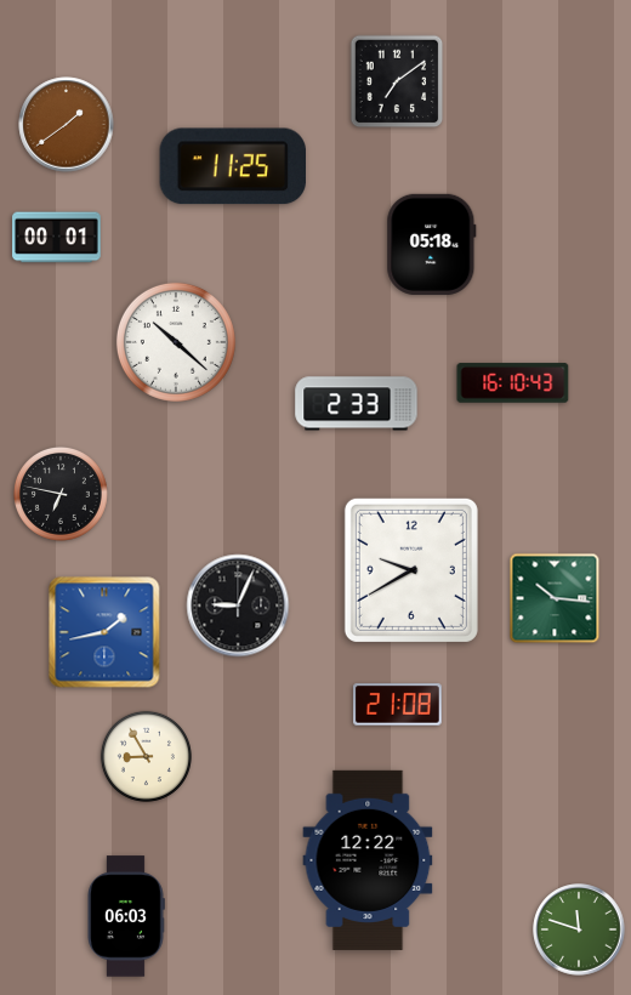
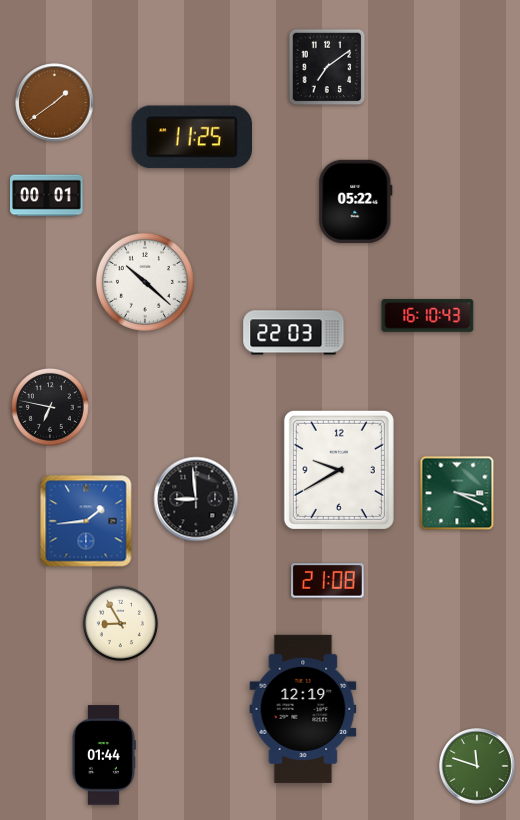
clock at (432, 244): 05:18 -> 05:22
clock at (513, 383) position: (513, 383) -> (428, 316)
clock at (357, 404): 2:33 -> 22:03
clock at (555, 598): 10:16 -> 3:19
clock at (238, 605): 9:04 -> 8:59
clock at (104, 632): 1:43 -> 1:44
clock at (368, 860): 12:22 -> 12:19
clock at (126, 916): 06:03 -> 01:44
